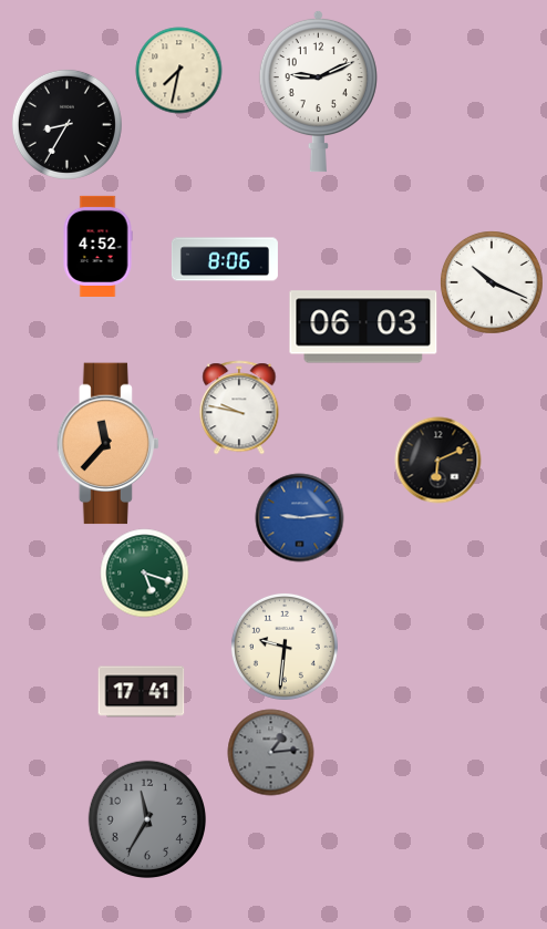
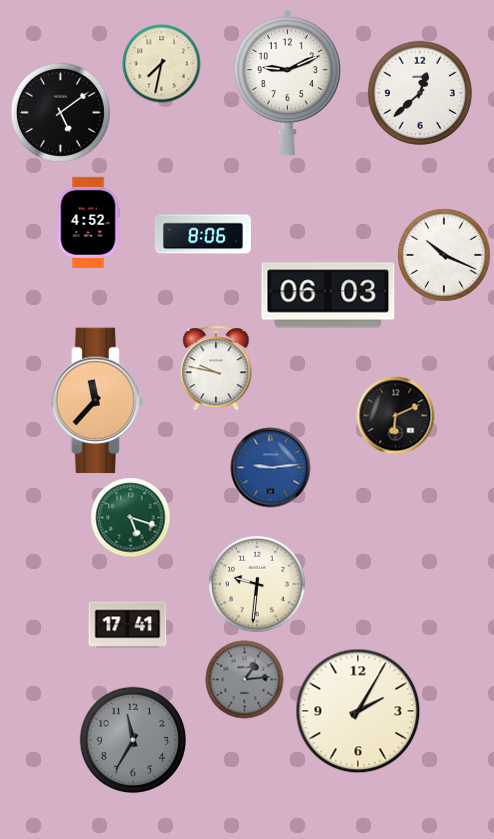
clock at (420, 93): none -> 12:38
clock at (66, 124): 8:35 -> 5:09
clock at (358, 711): none -> 2:05
